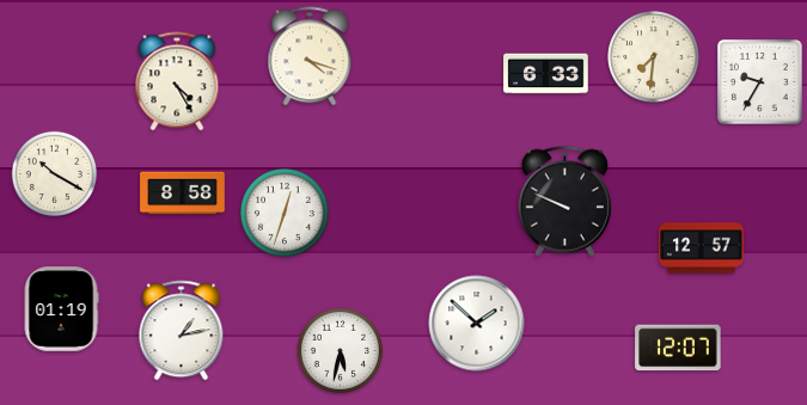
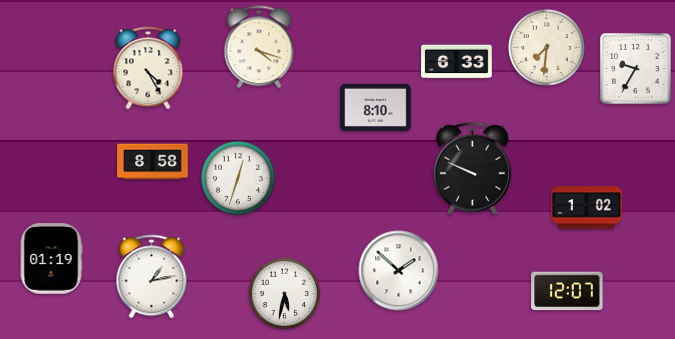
clock at (376, 107): none -> 8:10
clock at (54, 173): 10:20 -> none
clock at (702, 248): 12:57 -> 1:02
